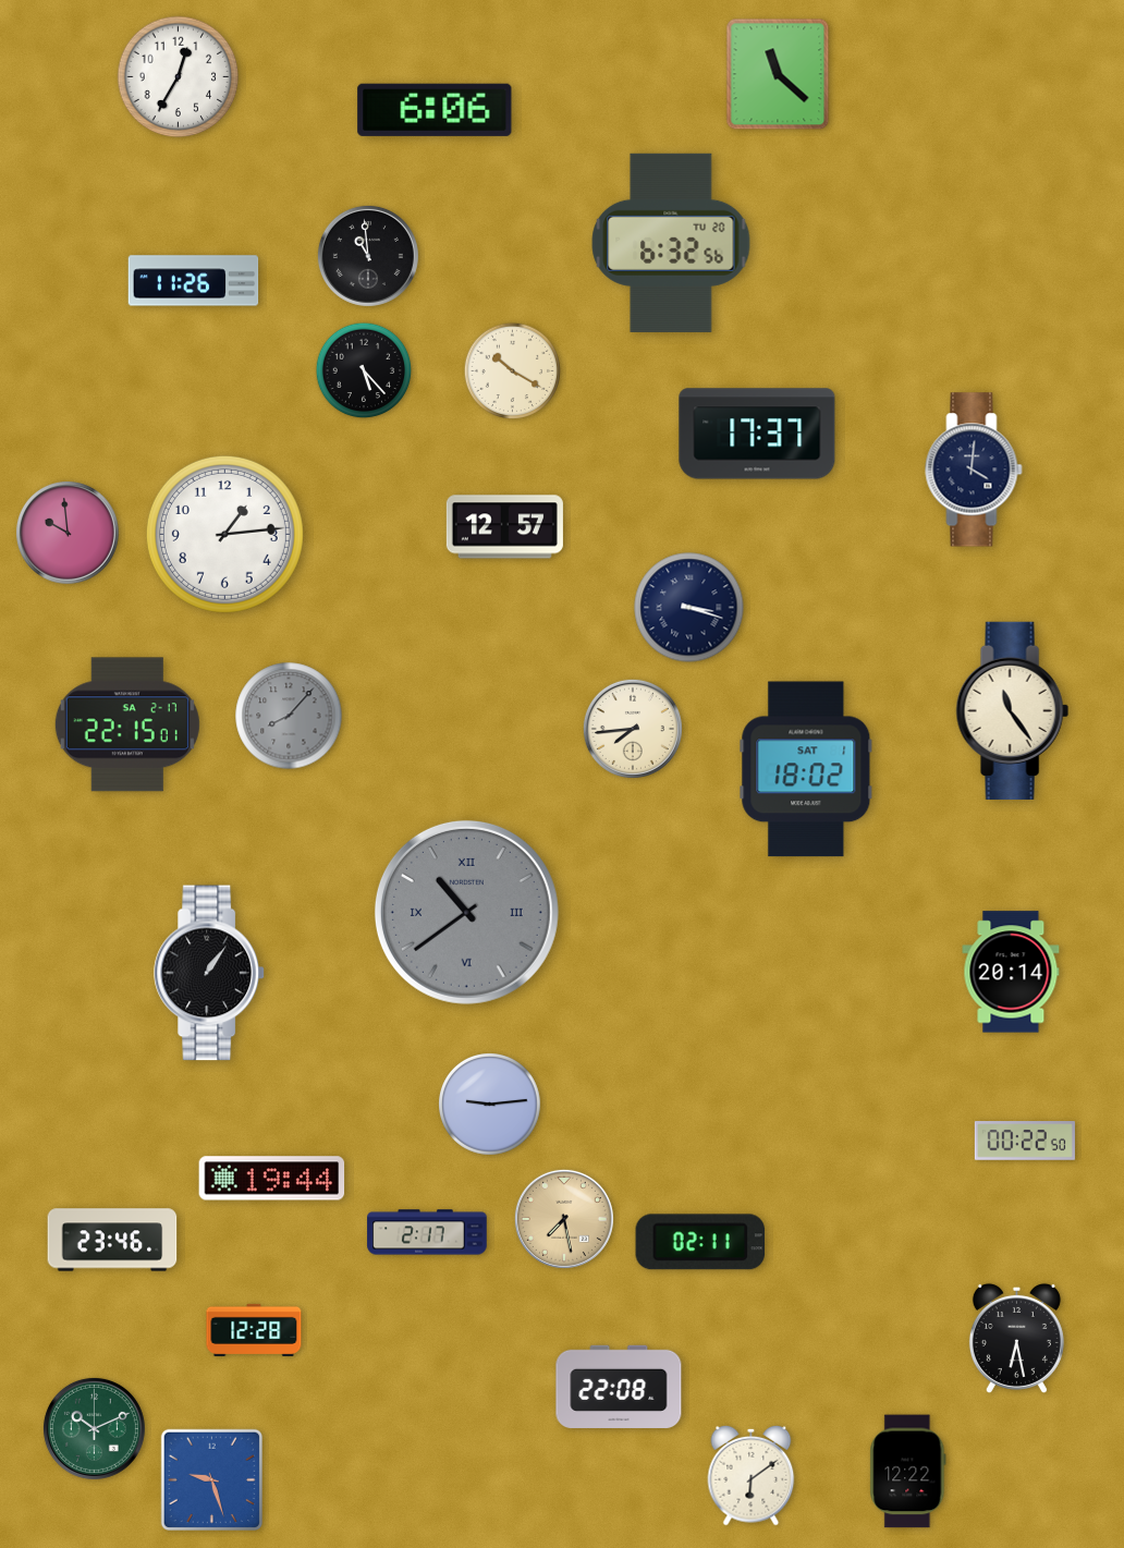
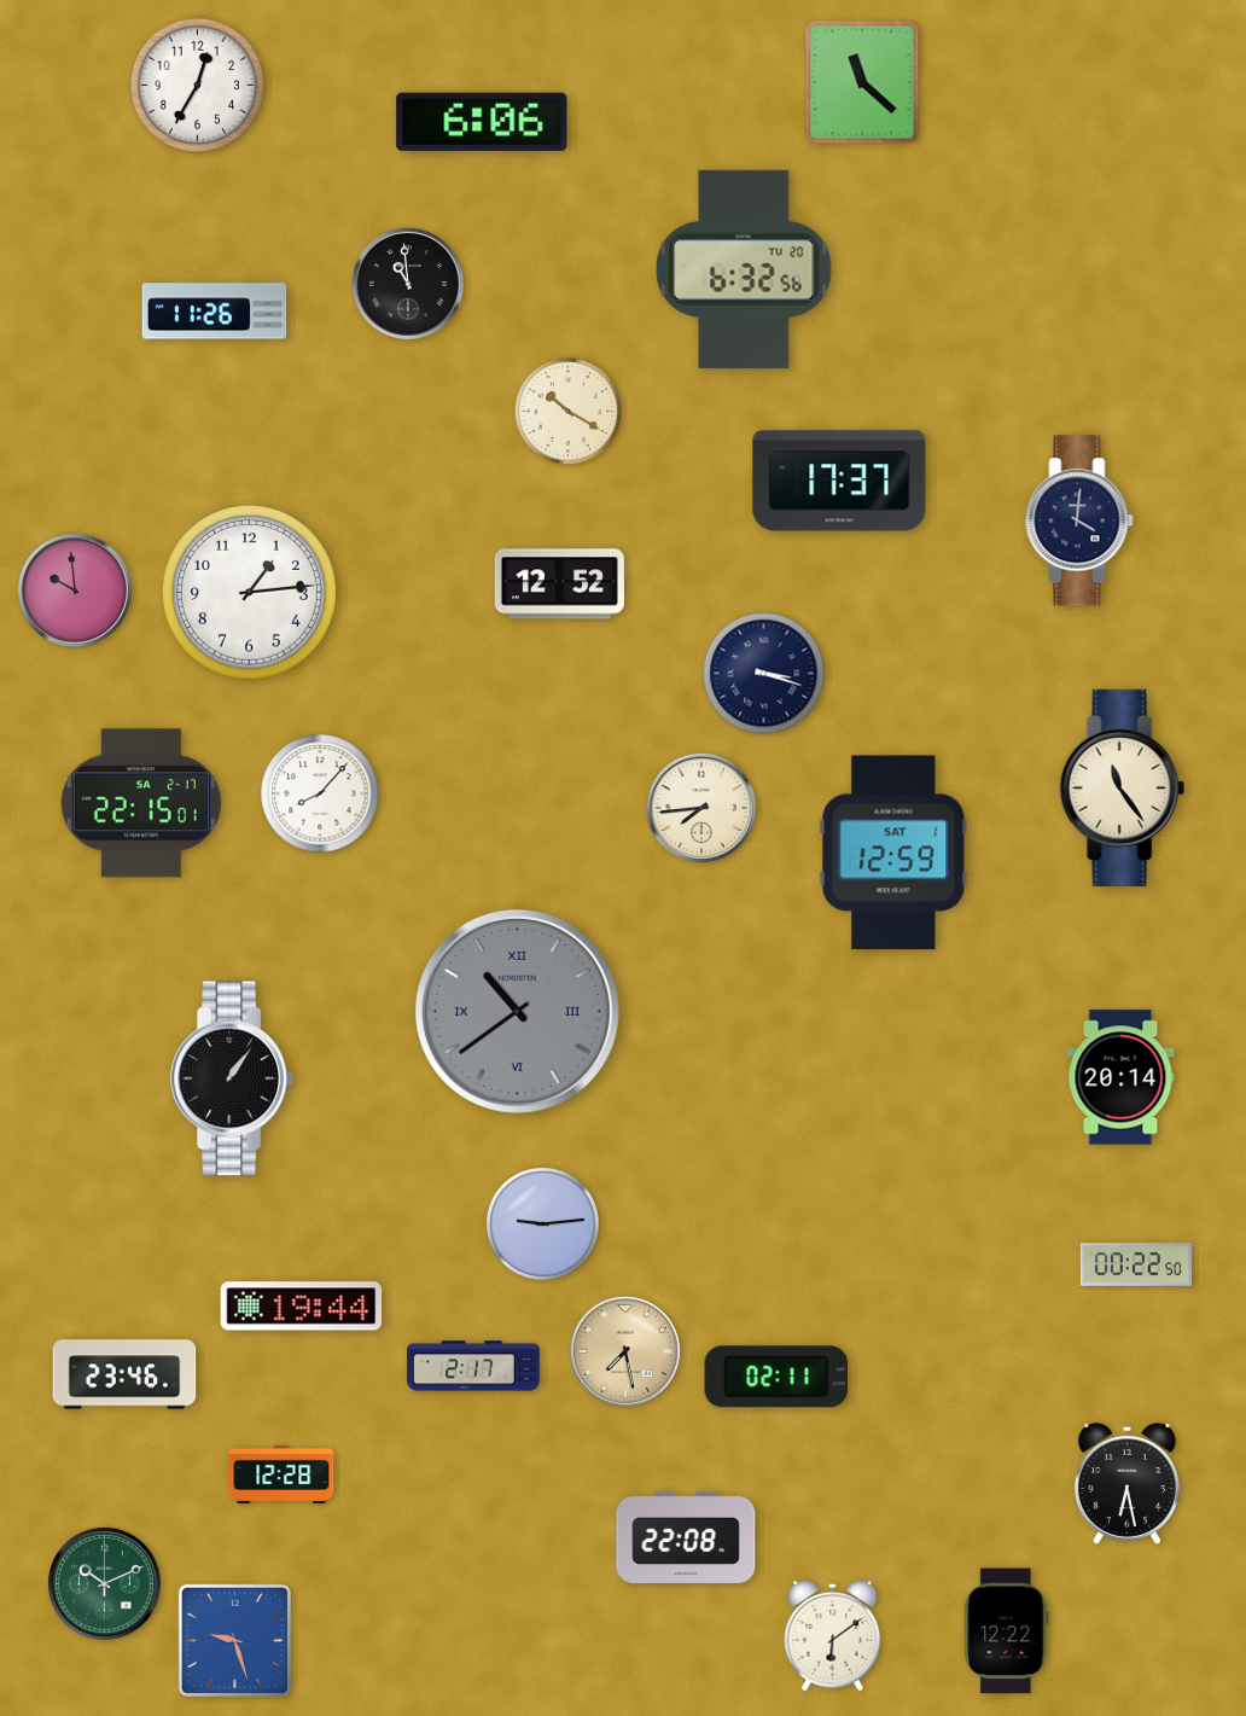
clock at (364, 370): 5:23 -> none
clock at (504, 527): 12:57 -> 12:52
clock at (289, 716) dial: grey -> white
clock at (806, 769): 18:02 -> 12:59
